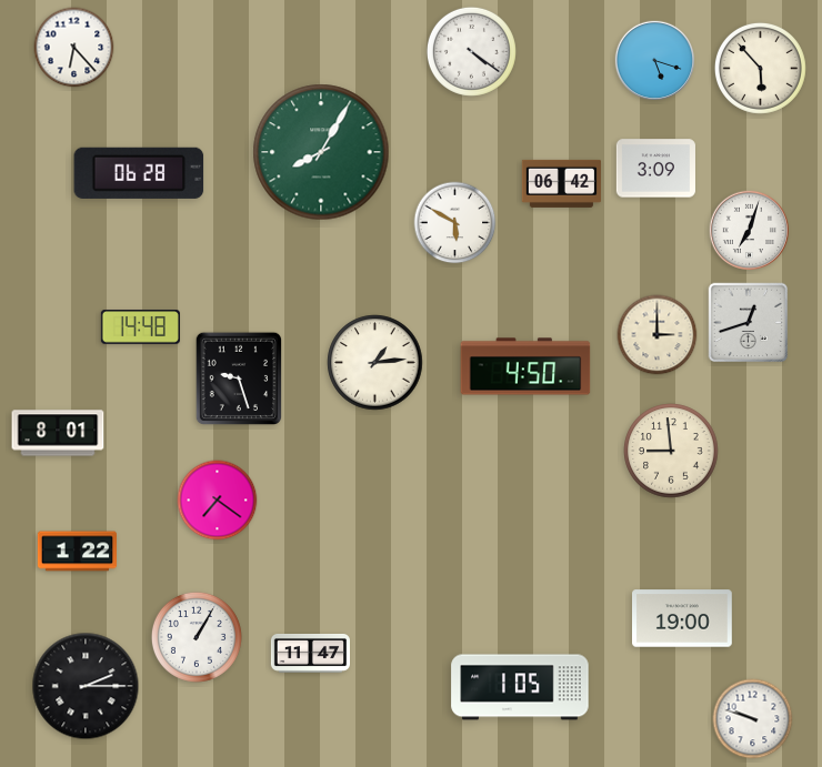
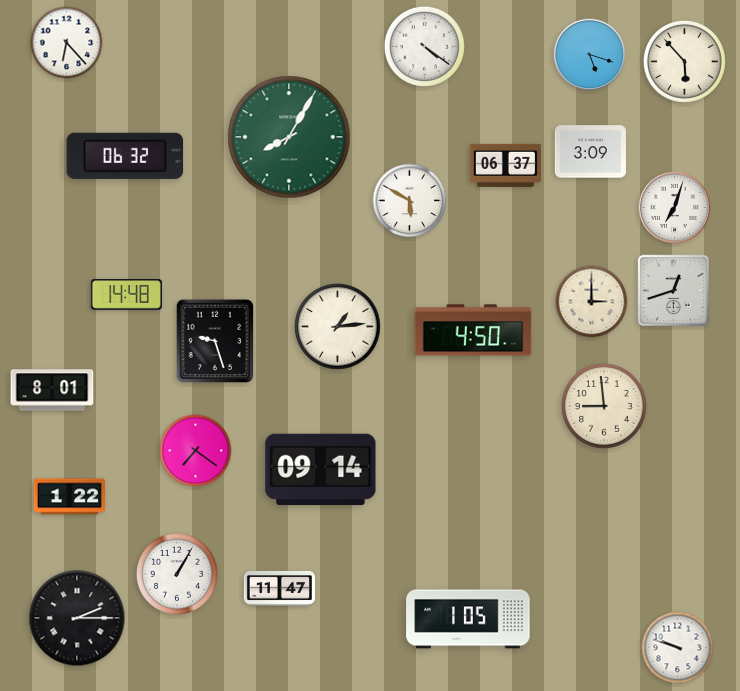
clock at (139, 173): 06:28 -> 06:32
clock at (561, 183): 06:42 -> 06:37
clock at (321, 470): none -> 09:14
clock at (683, 618): 19:00 -> none
